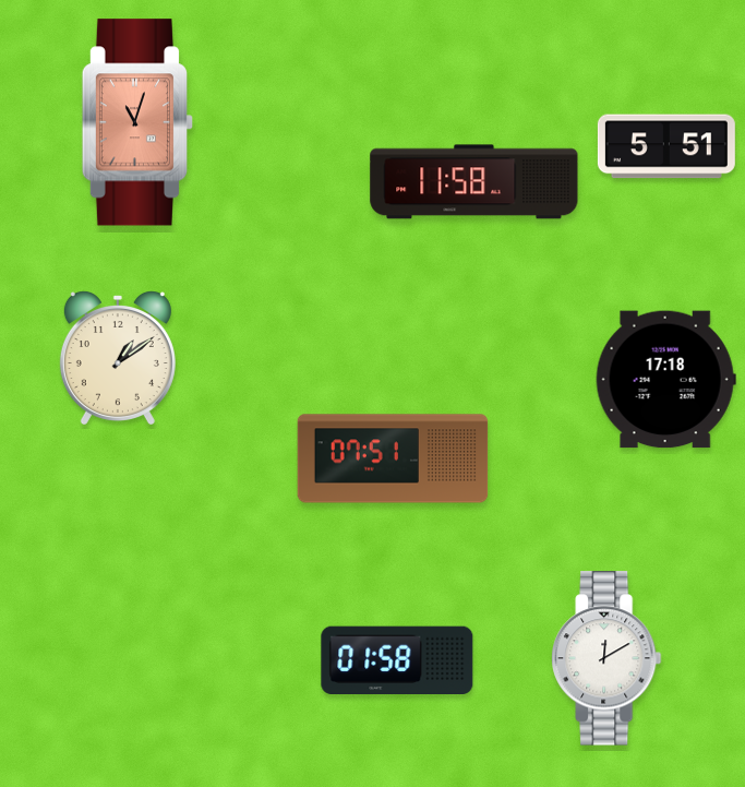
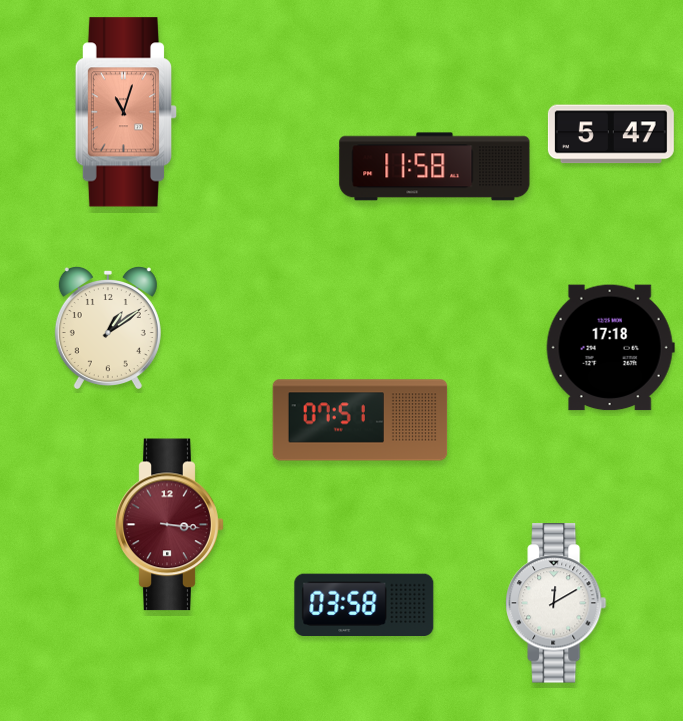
clock at (666, 146): 5:51 -> 5:47
clock at (170, 525): none -> 3:16
clock at (397, 659): 01:58 -> 03:58
